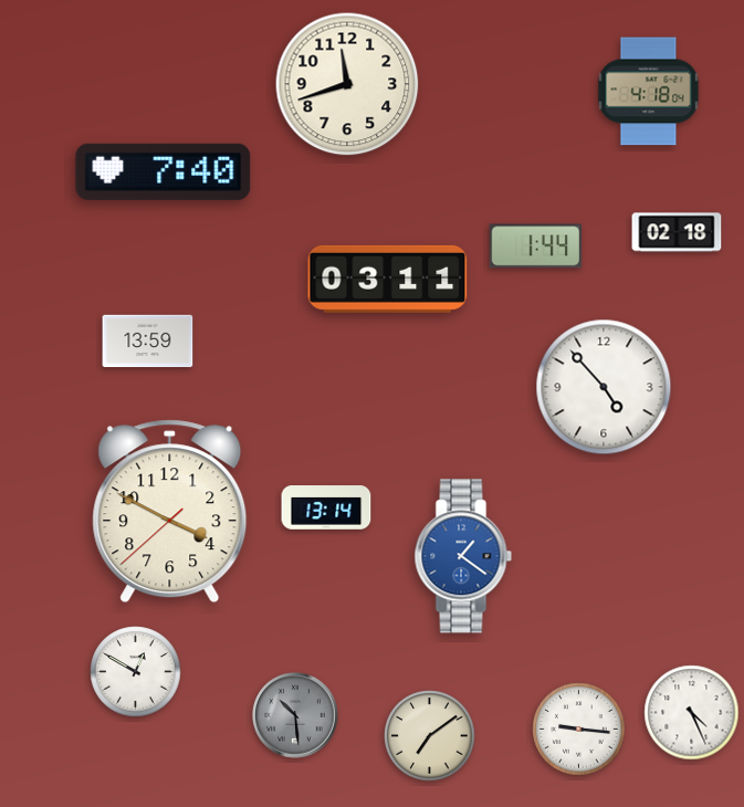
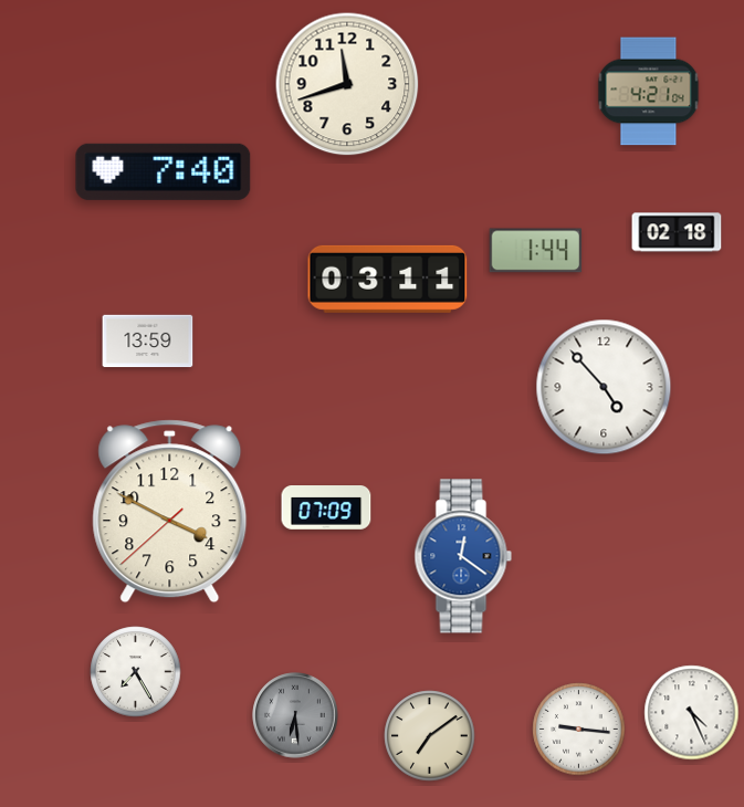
clock at (649, 92): 4:18 -> 4:21
clock at (536, 247) position: (536, 247) -> (536, 251)
clock at (326, 507): 13:14 -> 07:09
clock at (463, 556): 1:21 -> 12:21
clock at (136, 672): 12:50 -> 7:25
clock at (295, 715): 10:29 -> 6:29
